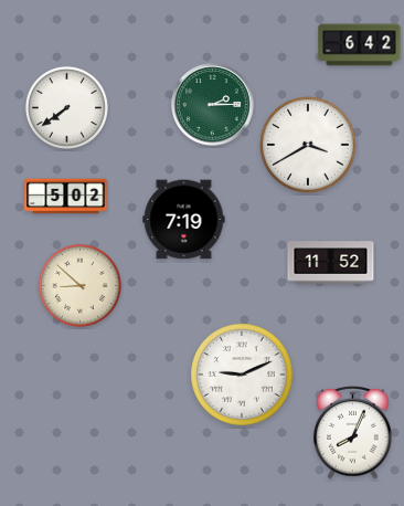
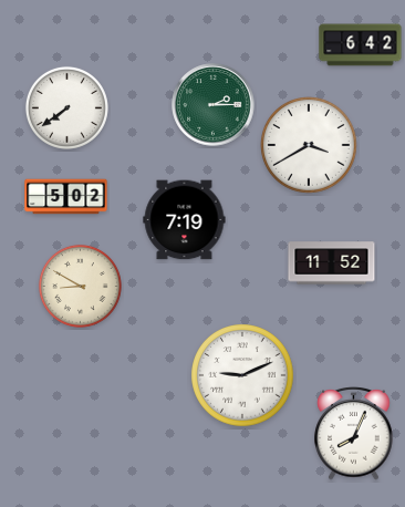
clock at (79, 285): 8:52 -> 8:50
